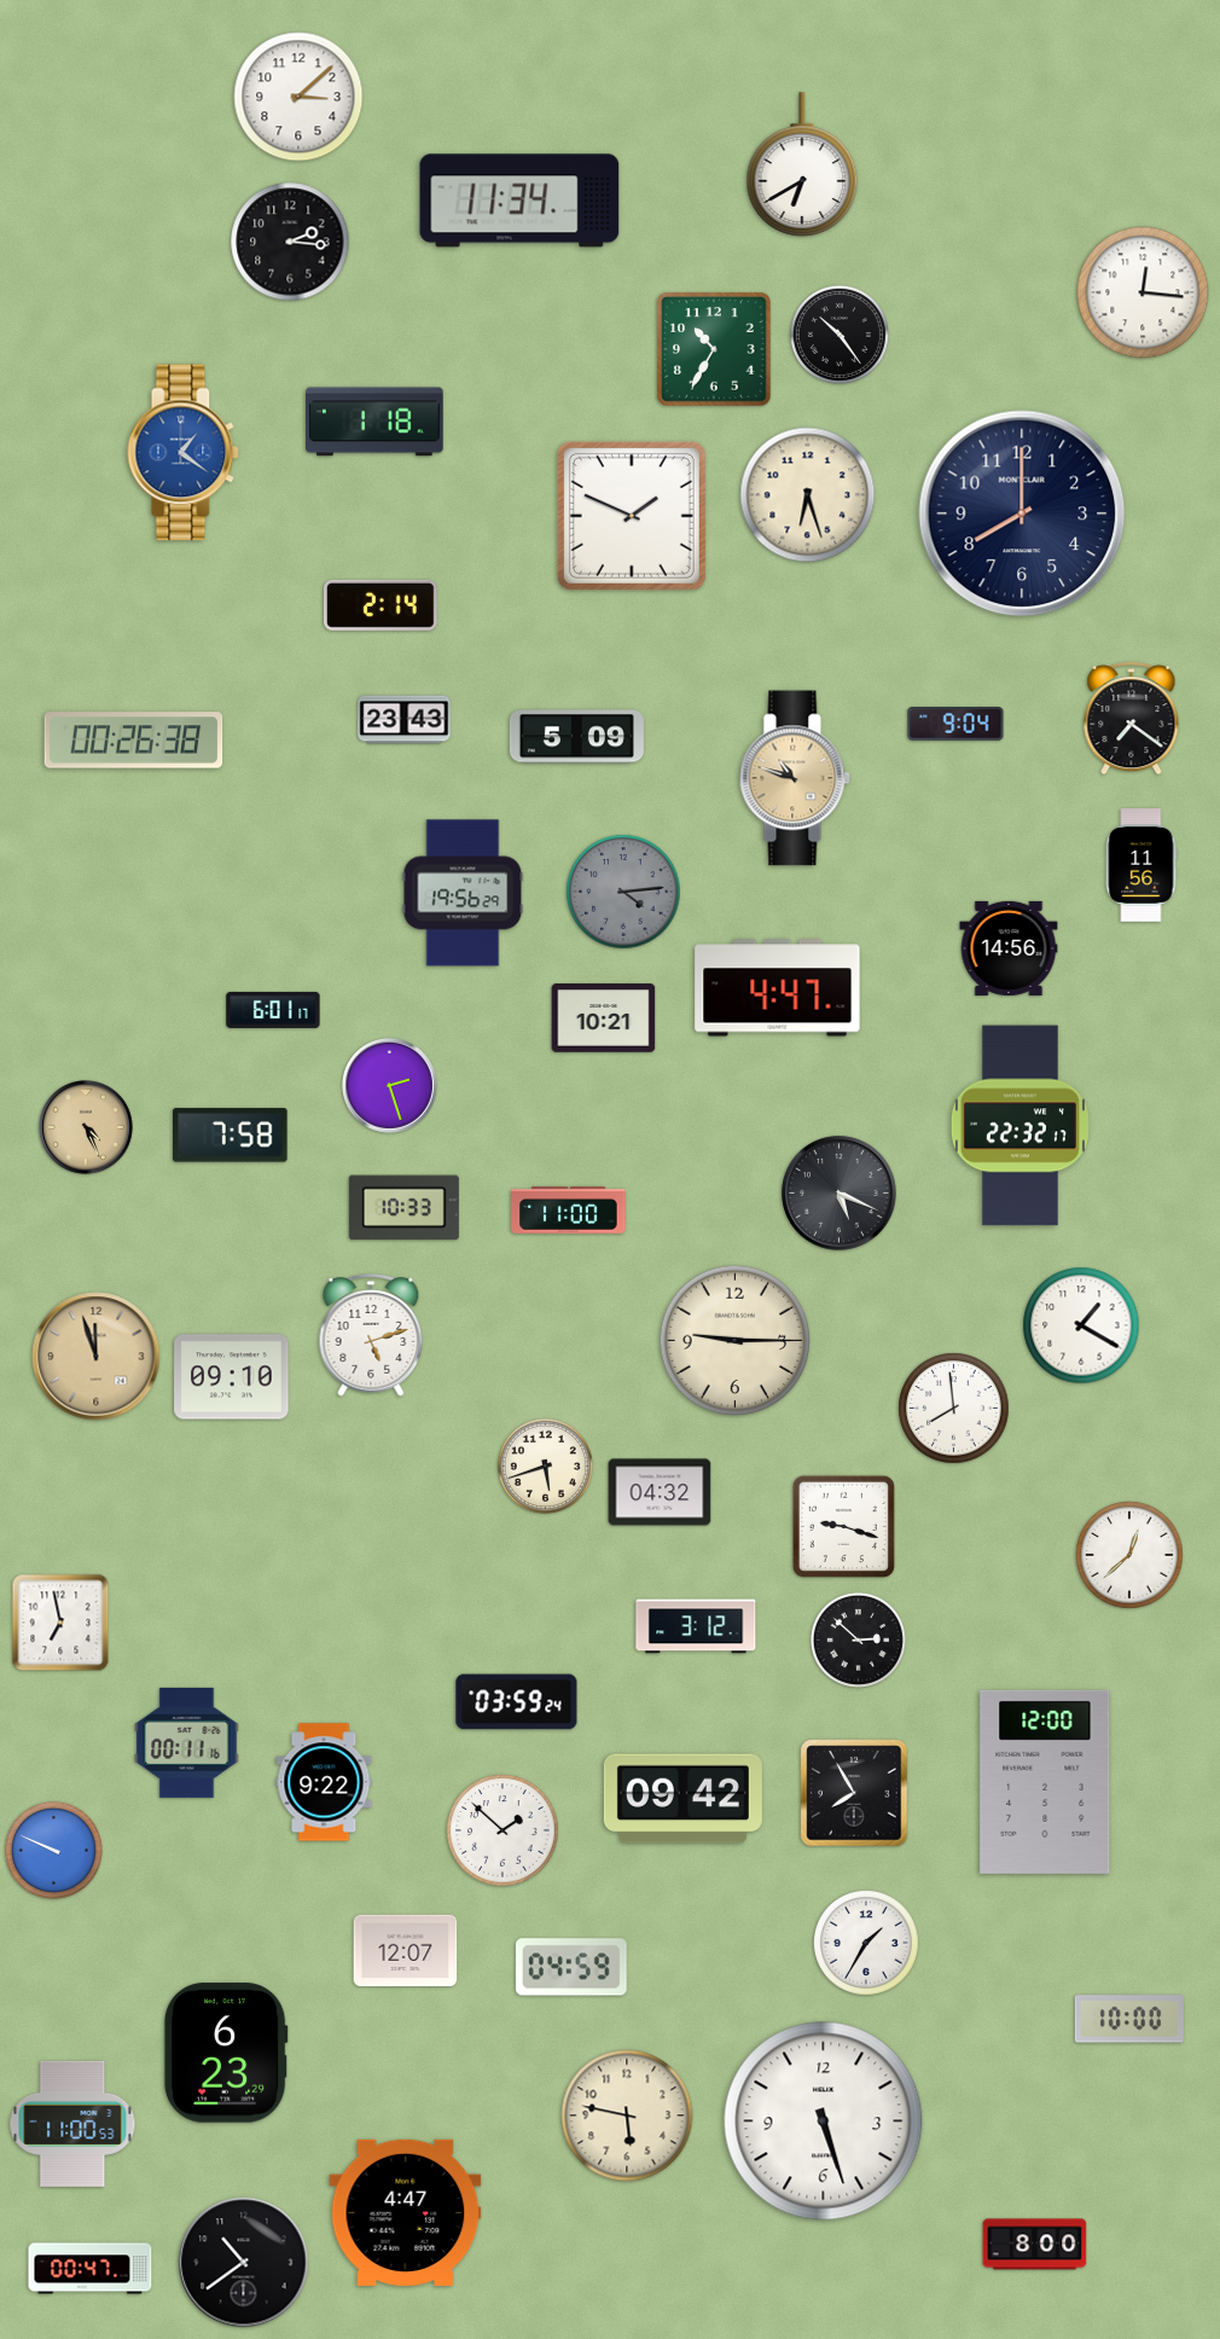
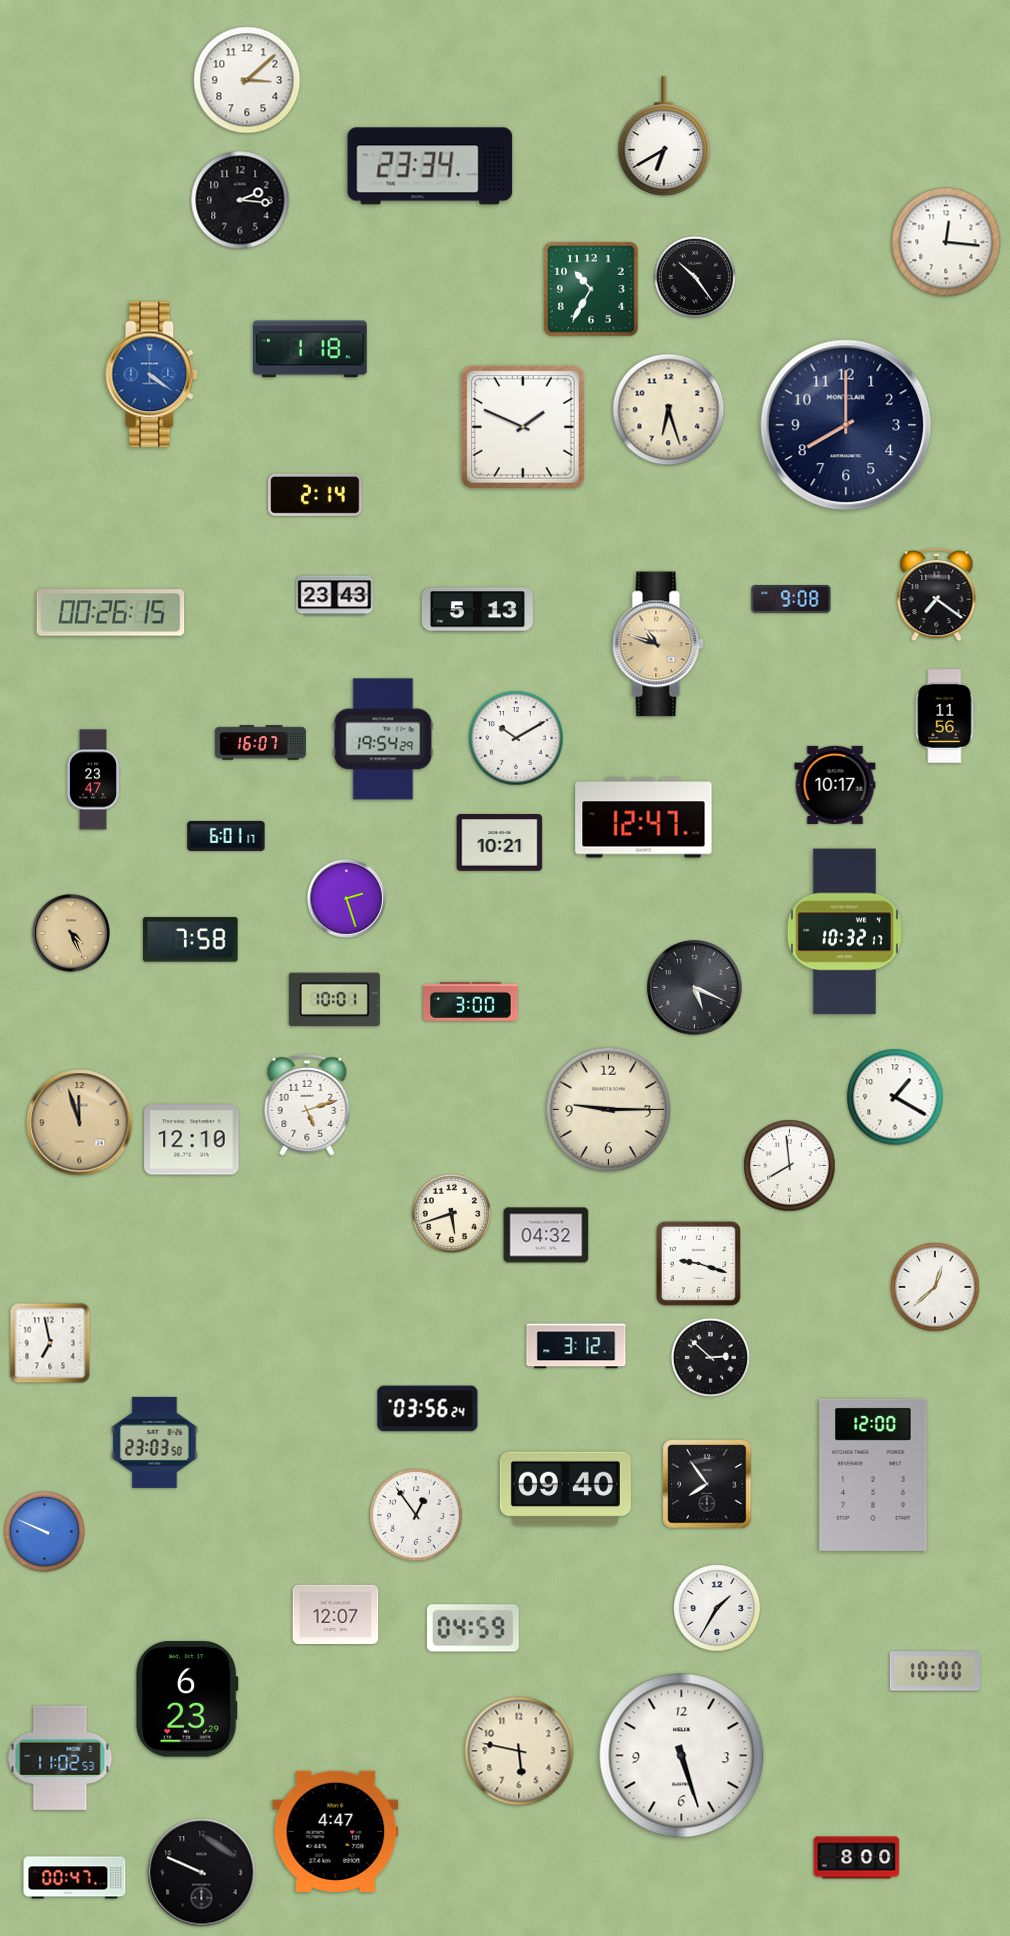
clock at (519, 201): 11:34 -> 23:34
clock at (184, 453): 1:21 -> 4:21
clock at (380, 605) position: (380, 605) -> (315, 495)
clock at (955, 725): 9:04 -> 9:08
clock at (576, 737): 5:09 -> 5:13
clock at (134, 741): 00:26:38 -> 00:26:15
clock at (623, 892): 4:14 -> 10:10
clock at (623, 892) dial: grey -> white
clock at (463, 893): 19:56 -> 19:54
clock at (260, 743): none -> 16:07
clock at (93, 780): none -> 23:47
clock at (1009, 948): 14:56 -> 10:17
clock at (778, 988): 4:47 -> 12:47
clock at (389, 1085) position: (389, 1085) -> (346, 898)
clock at (1019, 1126): 22:32 -> 10:32
clock at (403, 1208): 10:33 -> 10:01
clock at (569, 1209): 11:00 -> 3:00
clock at (232, 1377): 09:10 -> 12:10
clock at (517, 1702): 03:59 -> 03:56
clock at (187, 1742): 00:11 -> 23:03
clock at (324, 1782): 9:22 -> none
clock at (1045, 1782) position: (1045, 1782) -> (873, 1475)
clock at (854, 1793): 7:55 -> 7:54
clock at (682, 1799): 09:42 -> 09:40
clock at (502, 1830): 1:52 -> 12:54
clock at (72, 2124): 11:00 -> 11:02
clock at (244, 2263): 10:39 -> 9:49
